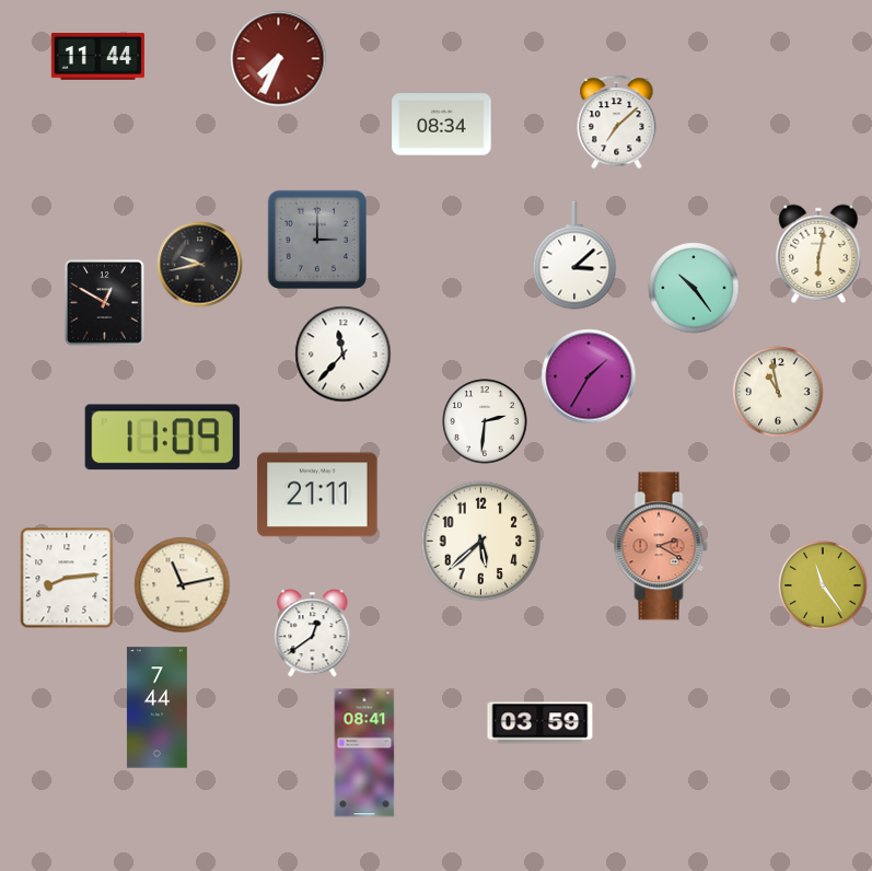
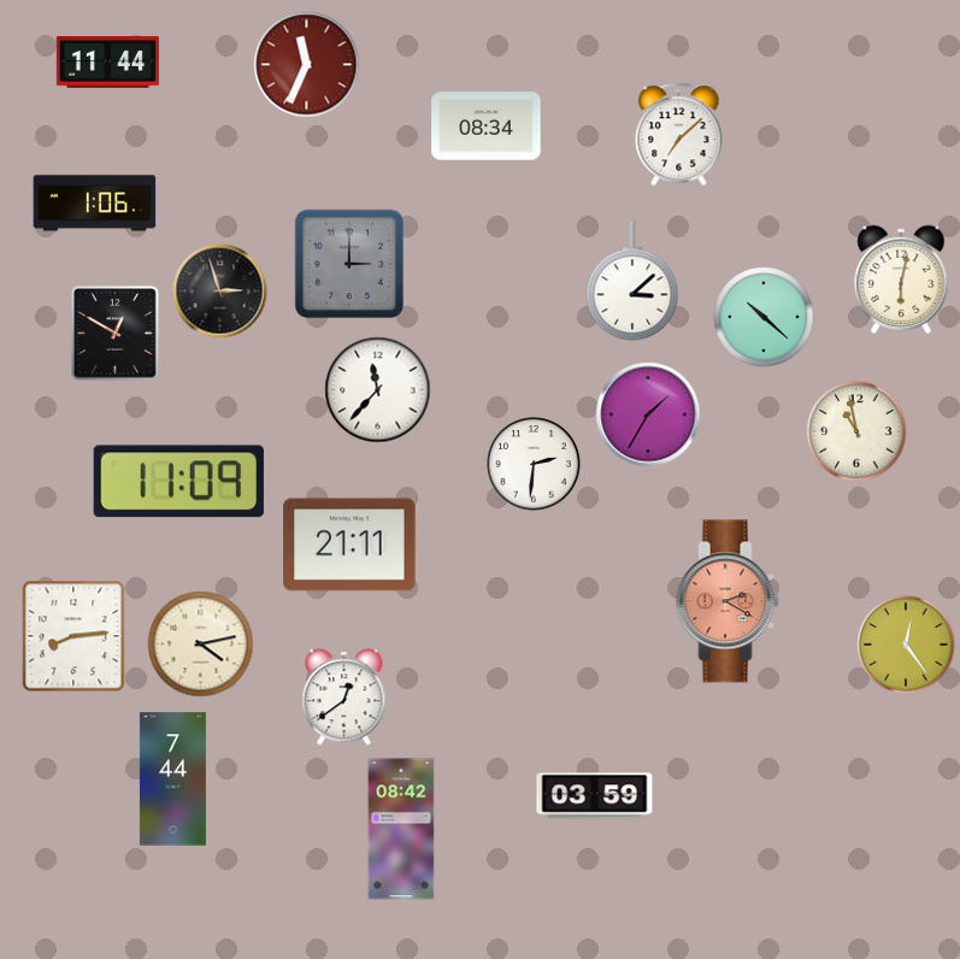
clock at (279, 59): 7:34 -> 11:34
clock at (442, 125) position: (442, 125) -> (487, 127)
clock at (95, 204): none -> 1:06
clock at (200, 265): 9:43 -> 2:57
clock at (694, 288): 10:24 -> 10:22
clock at (481, 542): 5:38 -> none
clock at (183, 585): 11:13 -> 4:13
clock at (823, 585): 11:24 -> 12:24
clock at (364, 753): 08:41 -> 08:42
